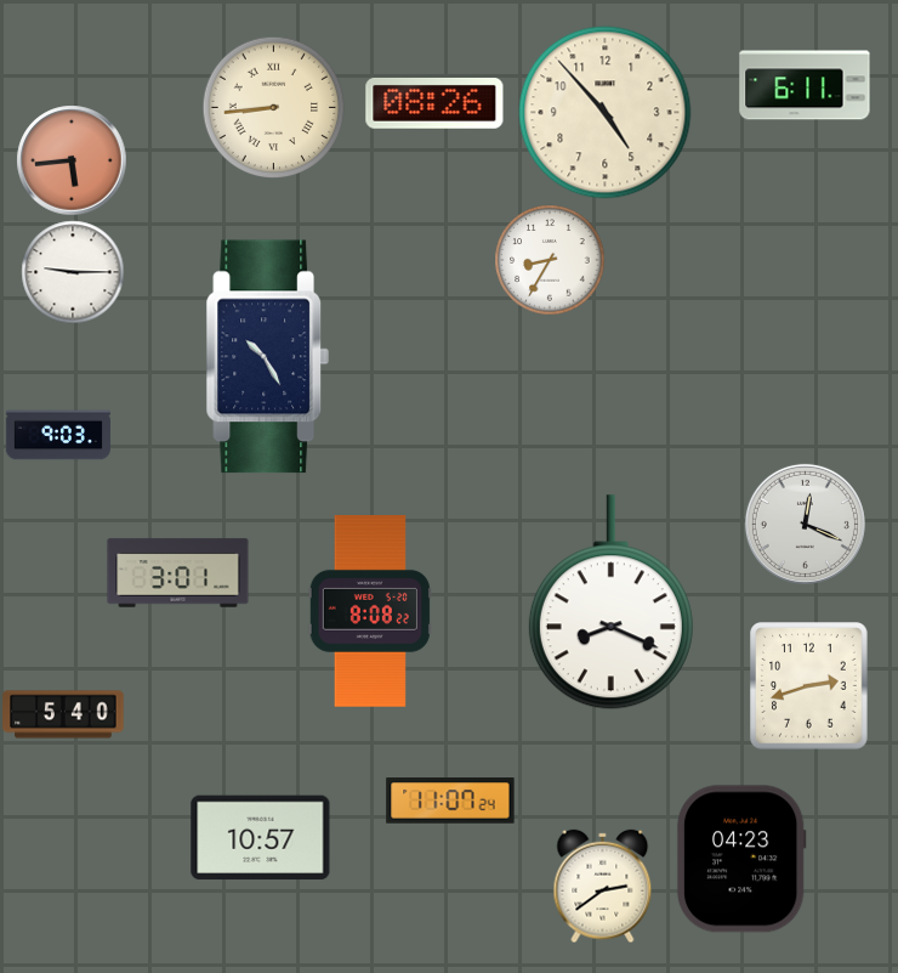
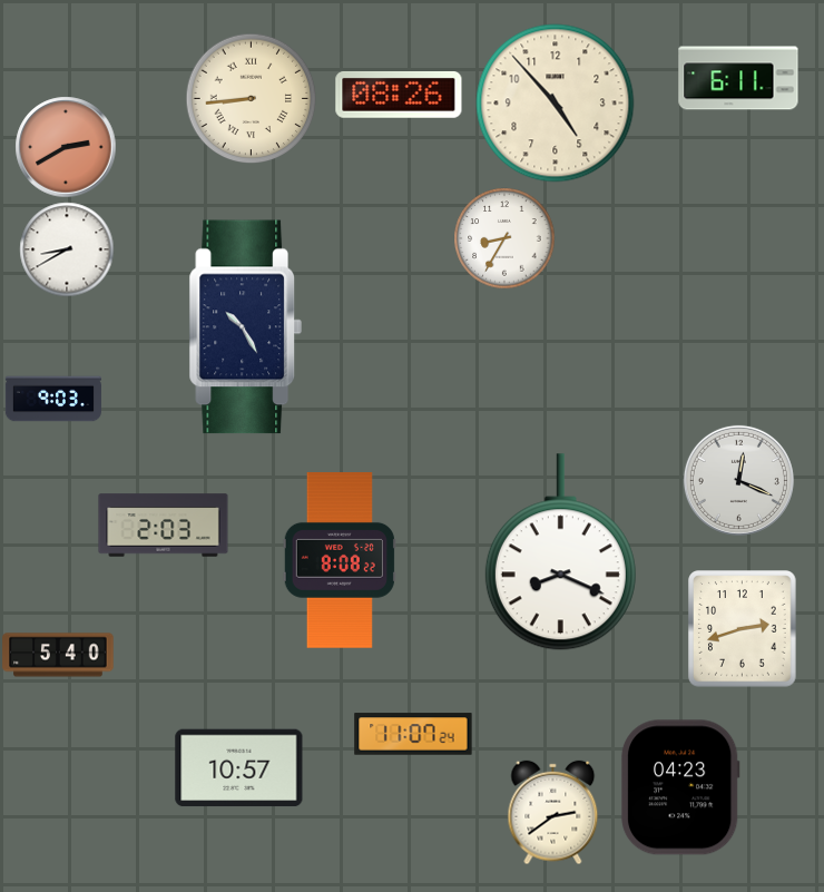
clock at (72, 160): 5:44 -> 2:40
clock at (73, 272): 9:15 -> 8:40
clock at (178, 573): 3:01 -> 2:03
